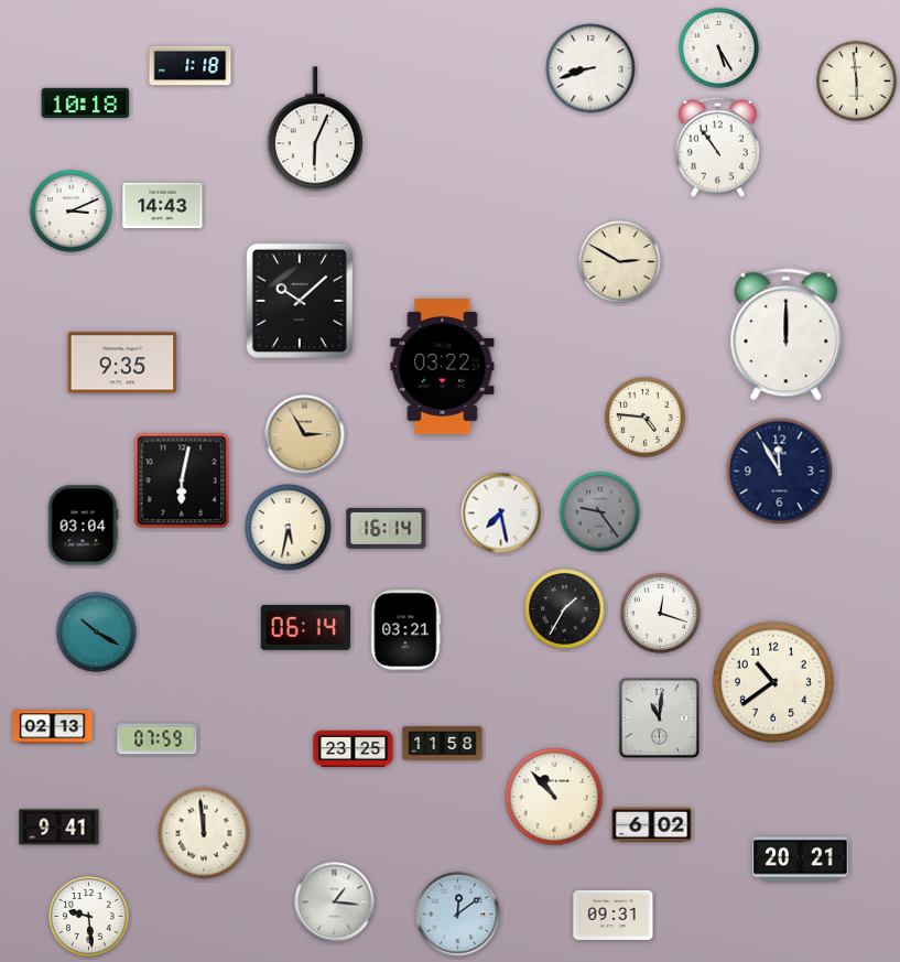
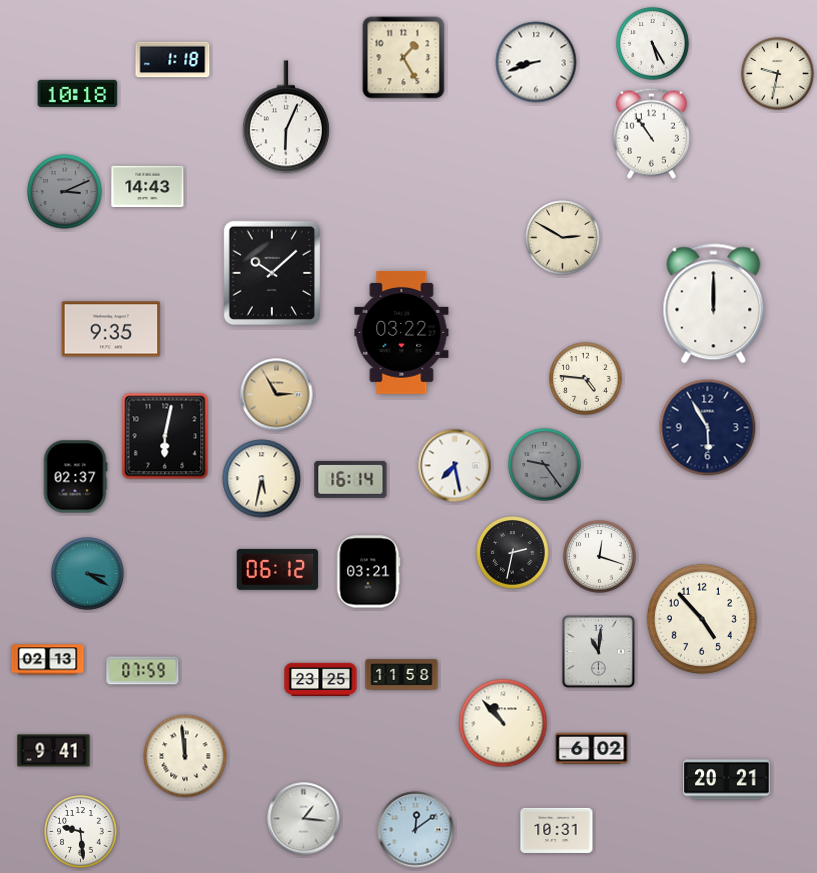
clock at (404, 58): none -> 1:25
clock at (857, 82): 5:59 -> 9:32
clock at (72, 212) dial: white -> grey
clock at (780, 472): 11:55 -> 5:55
clock at (83, 526): 03:04 -> 02:37
clock at (565, 609): 1:35 -> 2:32
clock at (306, 627): 06:14 -> 06:12
clock at (97, 633): 10:20 -> 3:20
clock at (773, 682): 10:39 -> 4:53
clock at (614, 915): 09:31 -> 10:31
